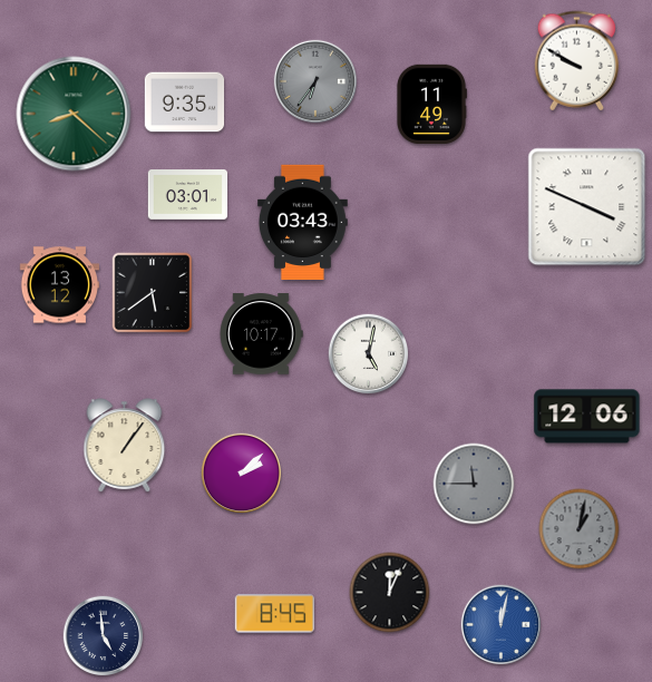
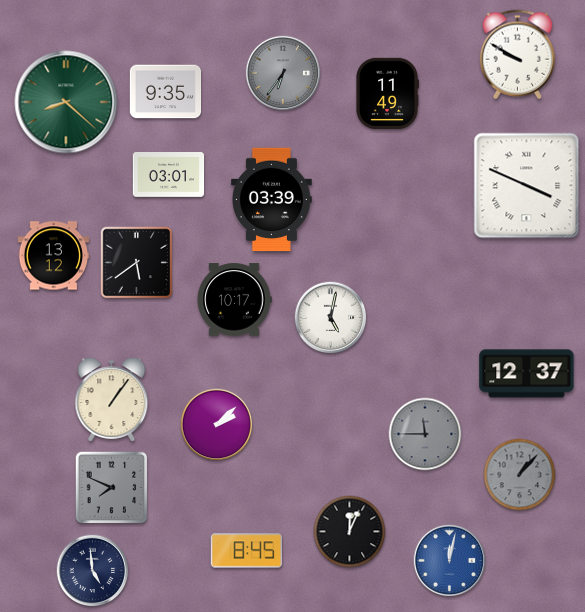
clock at (303, 223): 03:43 -> 03:39
clock at (587, 417): 12:06 -> 12:37
clock at (580, 529): 1:02 -> 1:07
clock at (112, 488): none -> 7:49
